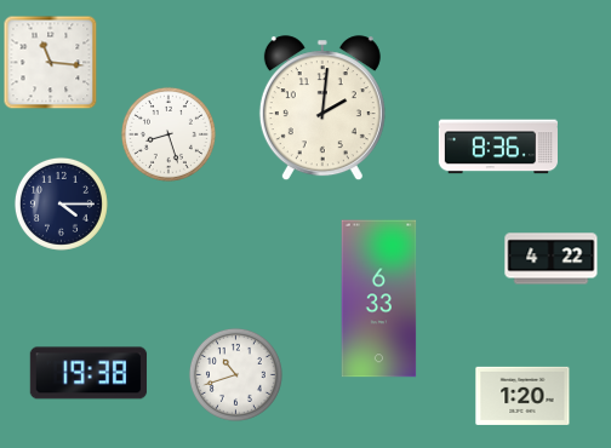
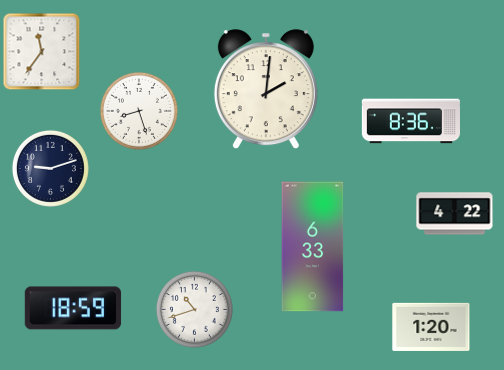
clock at (50, 62): 11:16 -> 11:36
clock at (61, 203): 4:15 -> 9:12
clock at (88, 373): 19:38 -> 18:59
